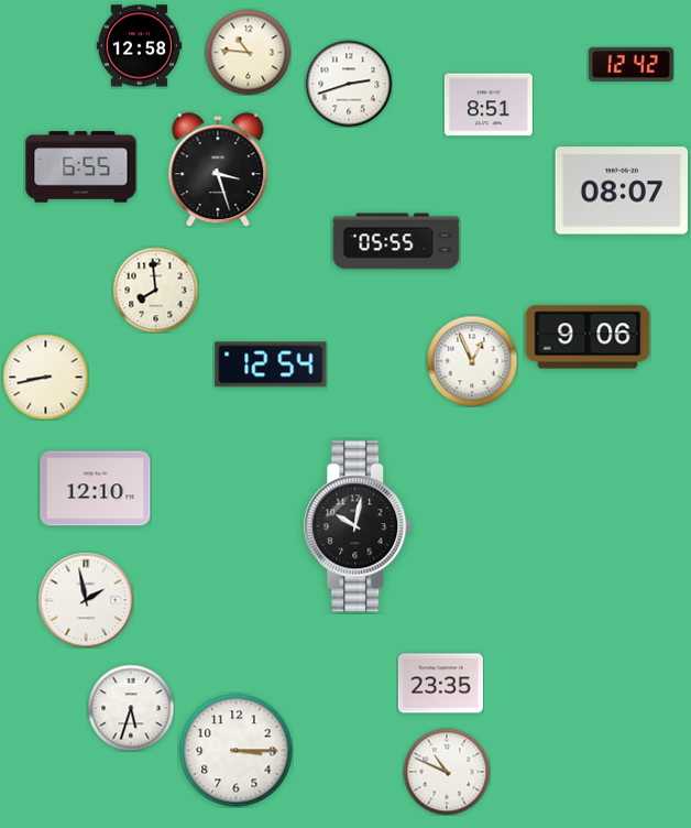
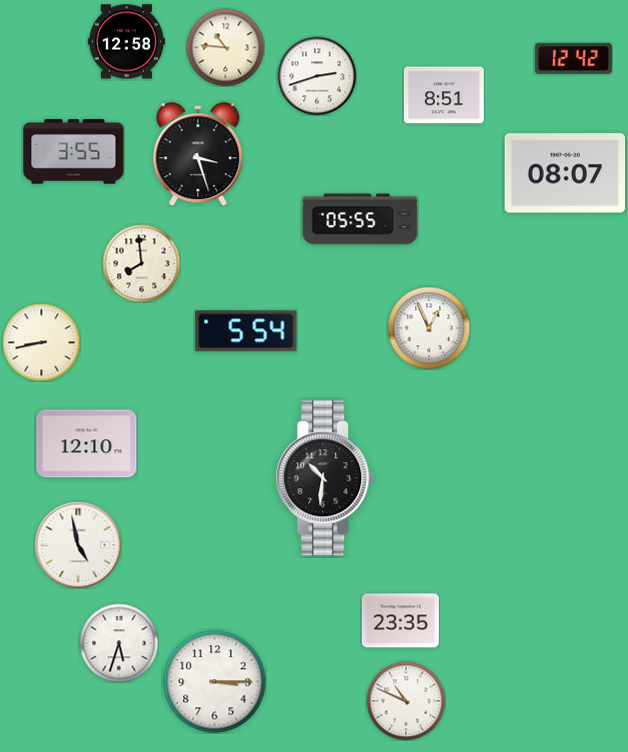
clock at (81, 167): 6:55 -> 3:55
clock at (588, 337): 9:06 -> none
clock at (271, 364): 12:54 -> 5:54
clock at (358, 526): 10:02 -> 10:31
clock at (86, 600): 1:58 -> 4:58
